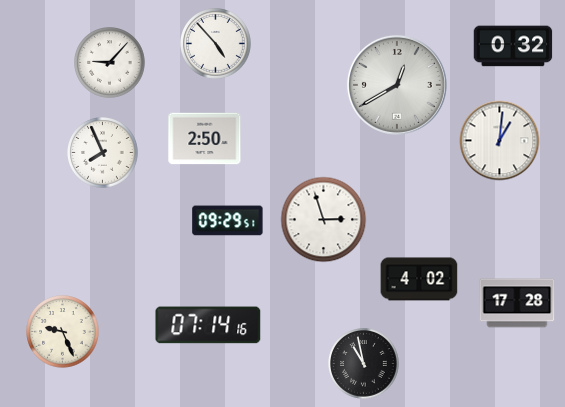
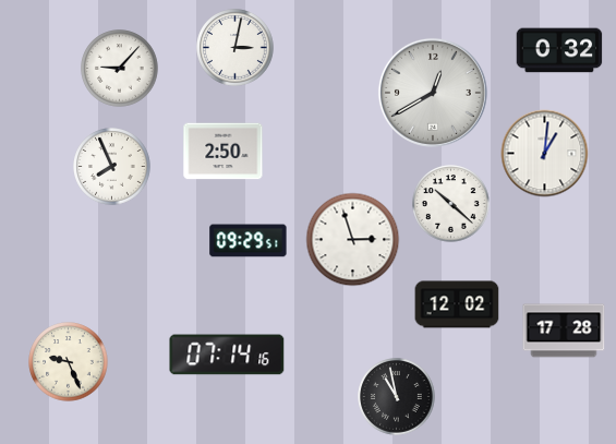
clock at (216, 44): 4:53 -> 3:02
clock at (451, 204): none -> 10:22
clock at (419, 279): 4:02 -> 12:02
